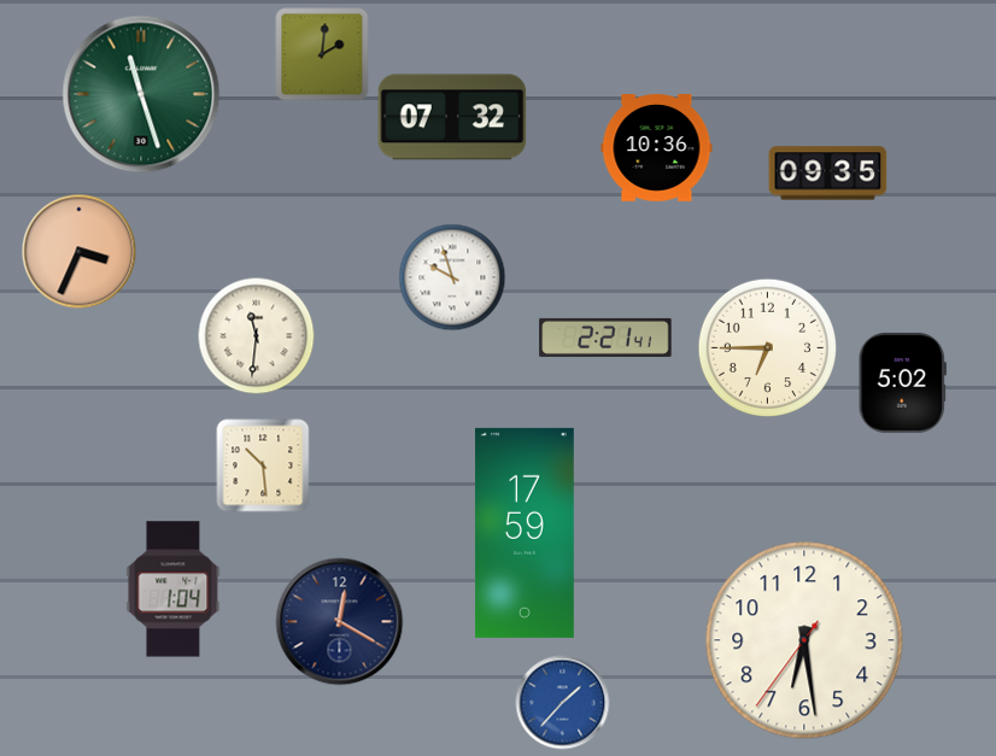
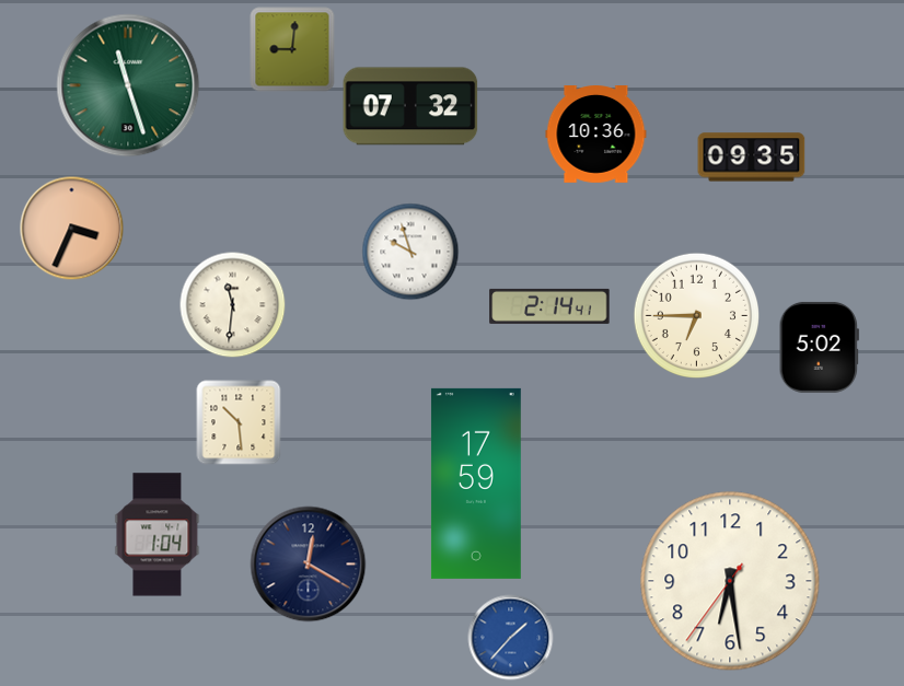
clock at (322, 54): 2:01 -> 9:01
clock at (605, 338): 2:21 -> 2:14
